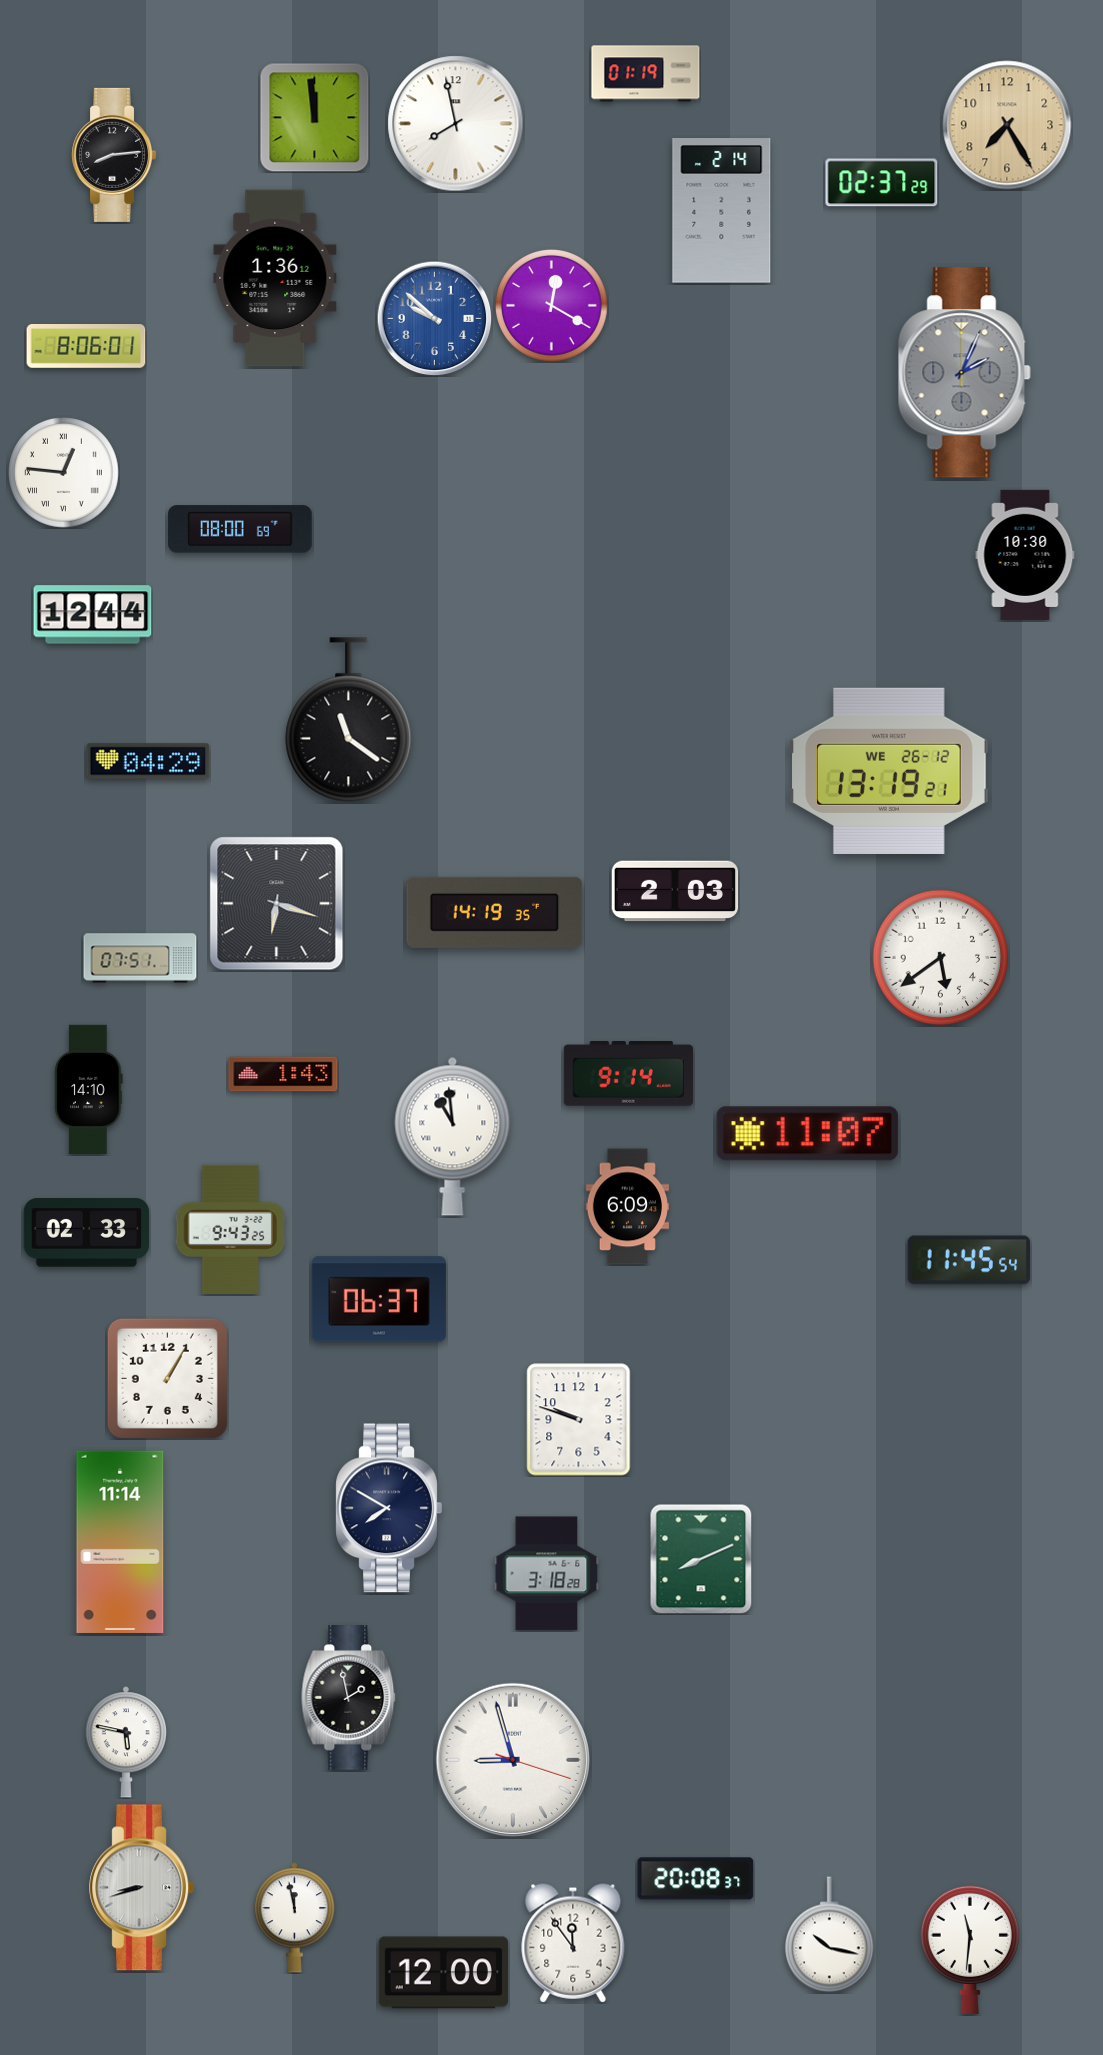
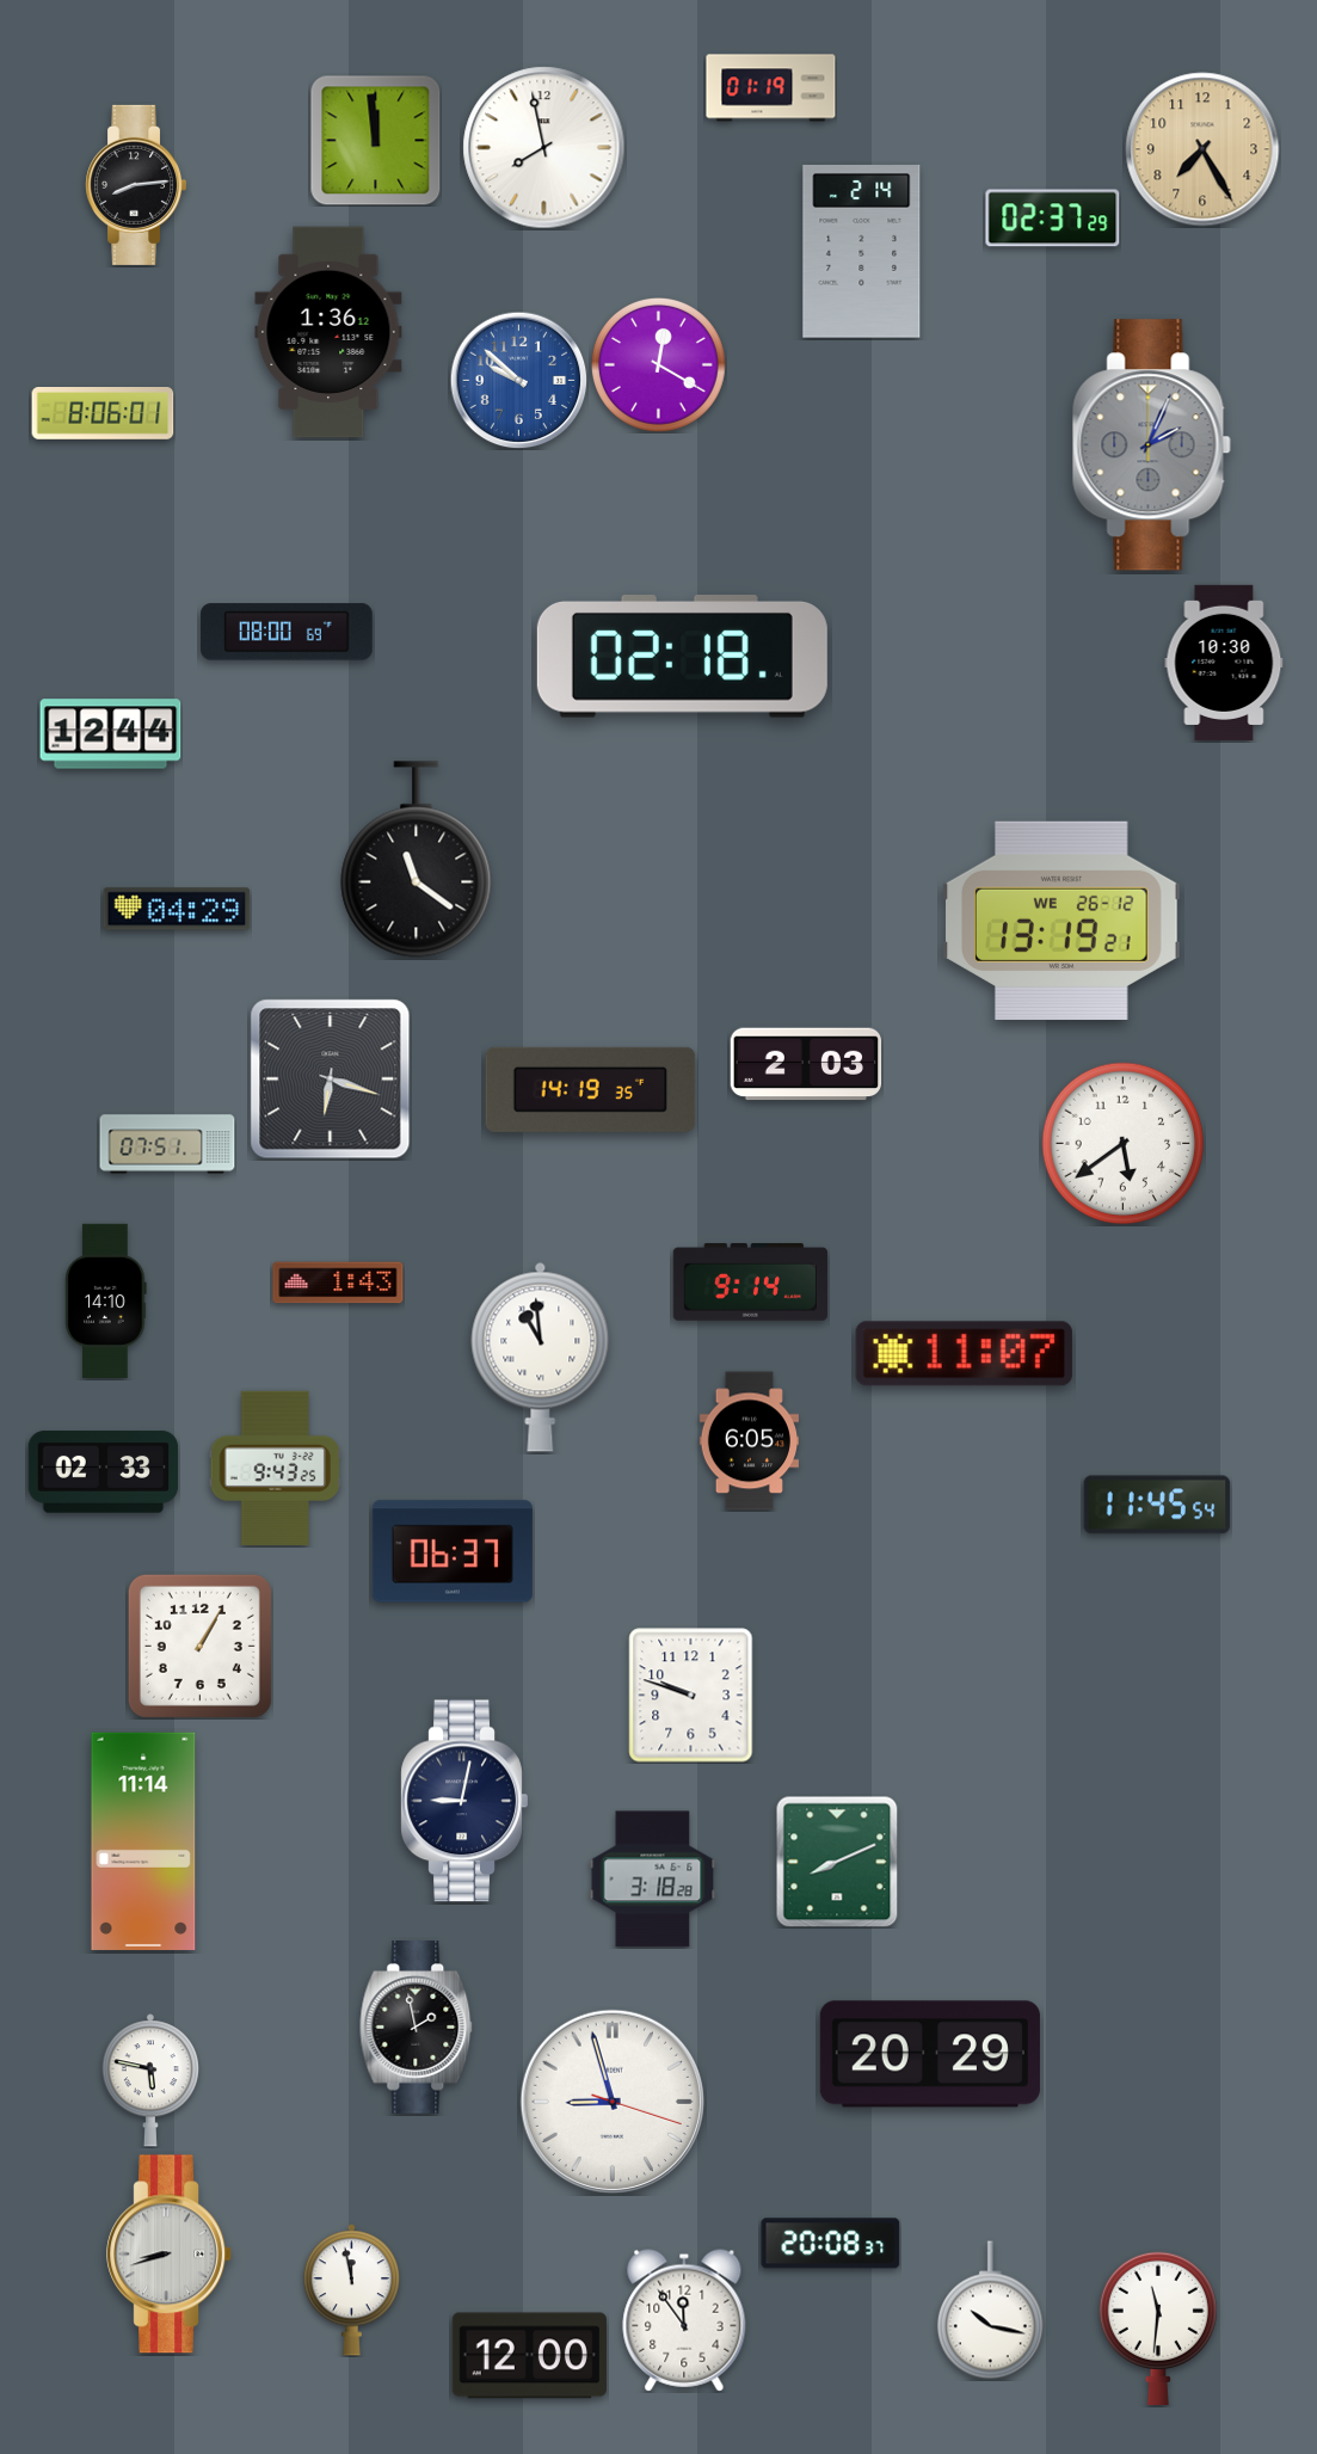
clock at (64, 473): 12:46 -> none
clock at (682, 657): none -> 02:18
clock at (627, 1207): 6:09 -> 6:05
clock at (389, 1508): 7:50 -> 9:02
clock at (930, 2054): none -> 20:29
